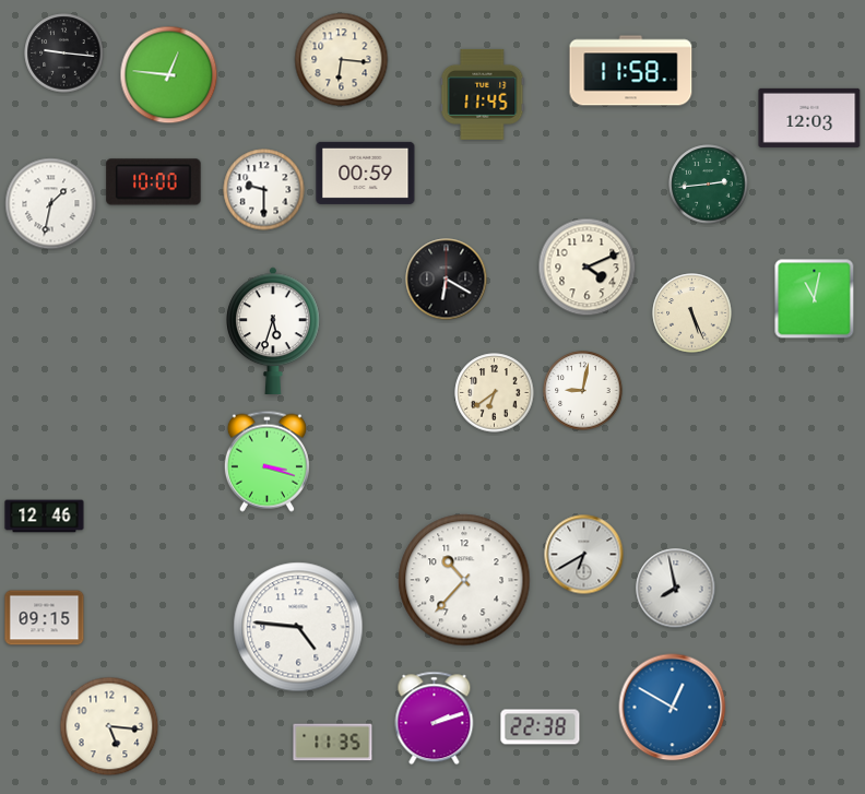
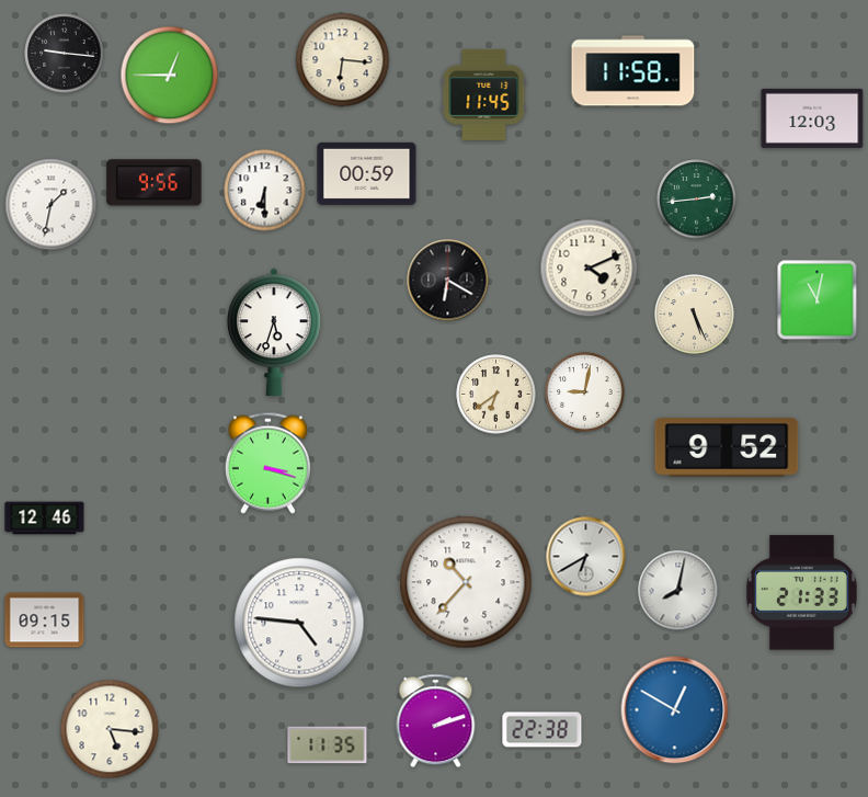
clock at (169, 75): 12:46 -> 12:45
clock at (154, 182): 10:00 -> 9:56
clock at (709, 185) position: (709, 185) -> (697, 200)
clock at (264, 190): 9:30 -> 6:30
clock at (727, 447): none -> 9:52
clock at (676, 589): 7:58 -> 8:02
clock at (801, 593): none -> 21:33
clock at (298, 627) position: (298, 627) -> (299, 623)
clock at (333, 743) position: (333, 743) -> (328, 745)
